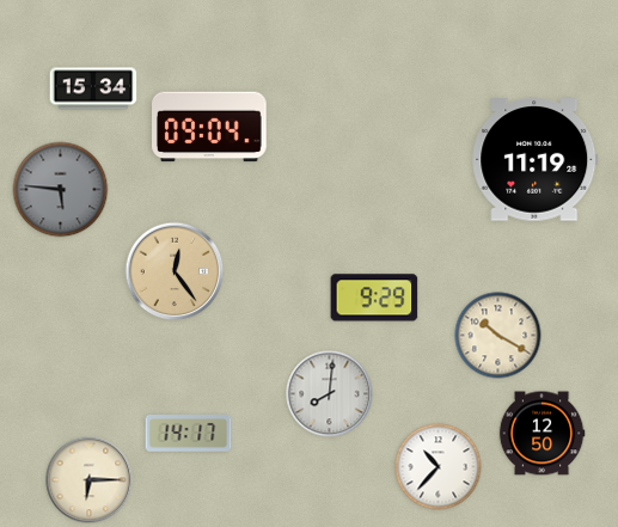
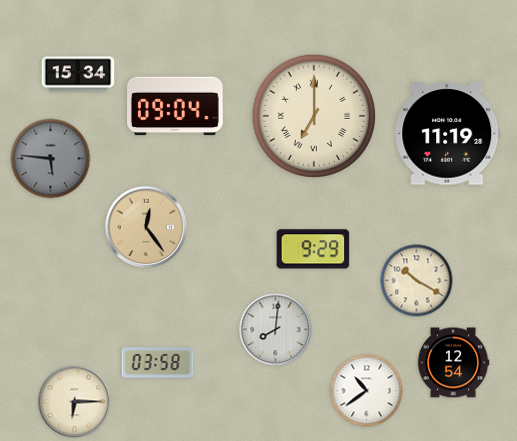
clock at (313, 115): none -> 7:00
clock at (189, 434): 14:17 -> 03:58
clock at (541, 434): 12:50 -> 12:54
clock at (439, 467): 10:37 -> 10:39
